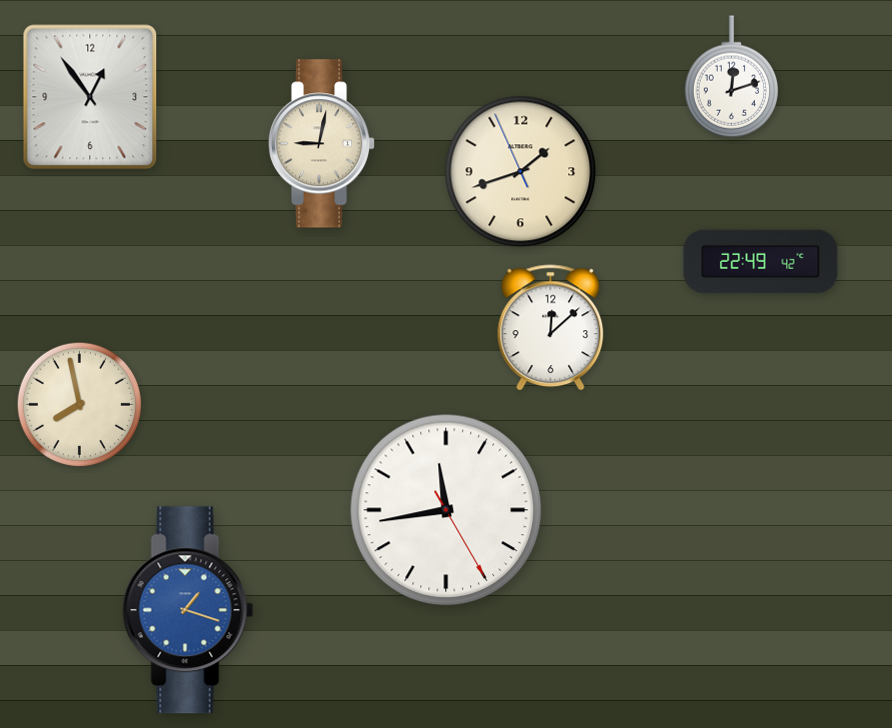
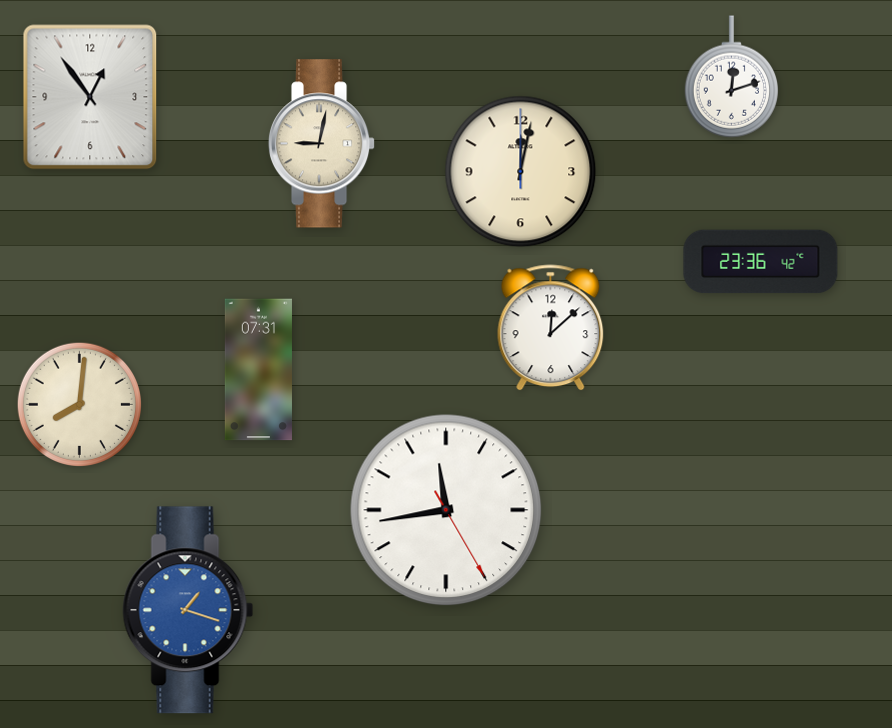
clock at (521, 172): 1:41 -> 12:02
clock at (761, 262): 22:49 -> 23:36
clock at (258, 370): none -> 07:31
clock at (79, 404): 7:58 -> 8:01
